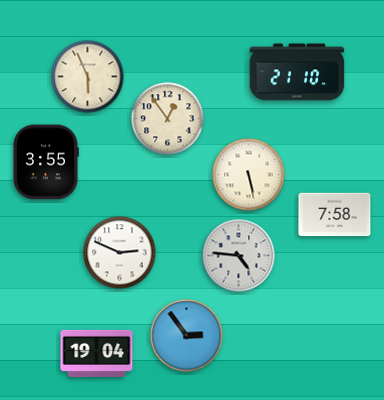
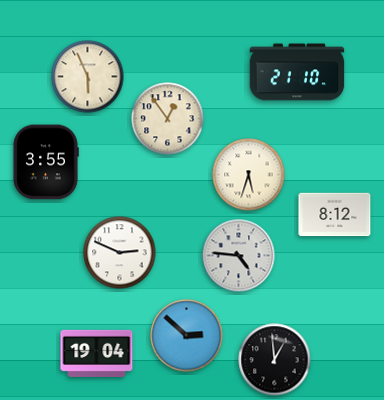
clock at (249, 175): 5:28 -> 5:33
clock at (335, 215): 7:58 -> 8:12
clock at (187, 336): 2:54 -> 2:52
clock at (275, 360): none -> 12:59
